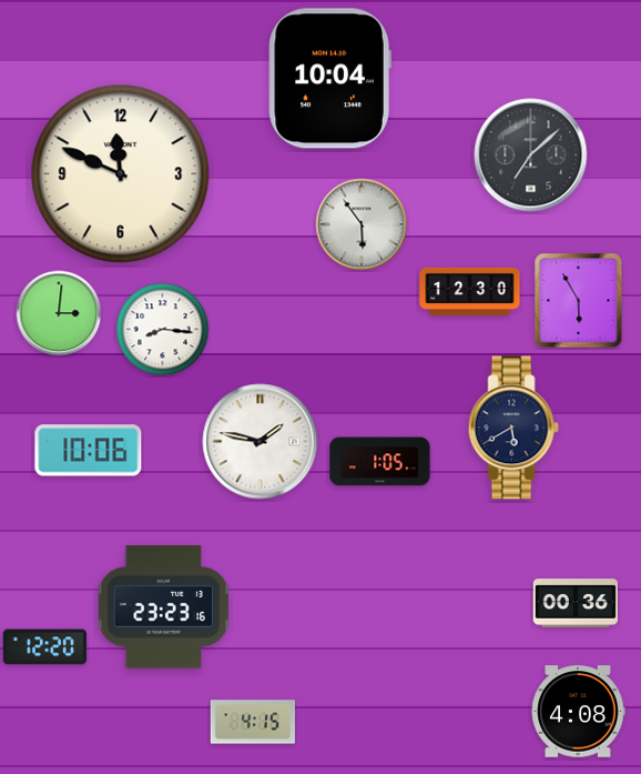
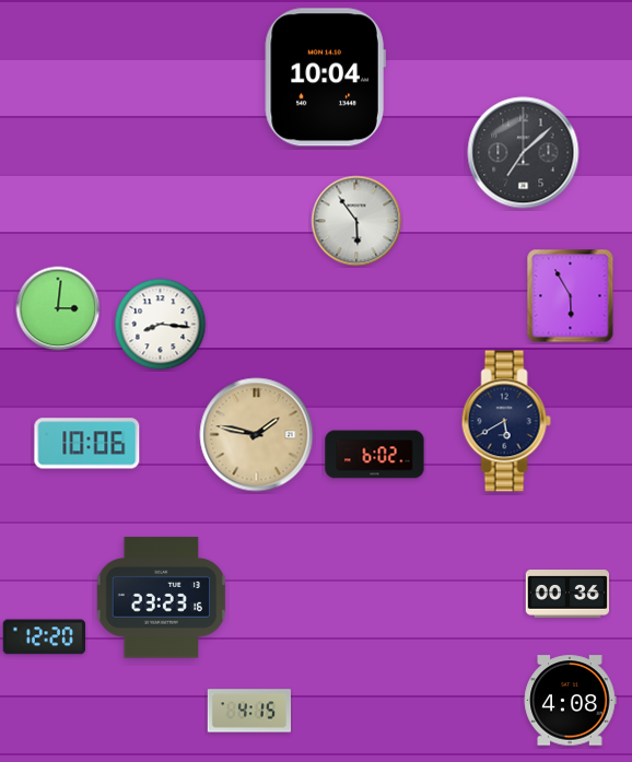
clock at (121, 174): 11:49 -> none
clock at (470, 291): 12:30 -> none
clock at (261, 442) dial: white -> champagne
clock at (380, 462): 1:05 -> 6:02
